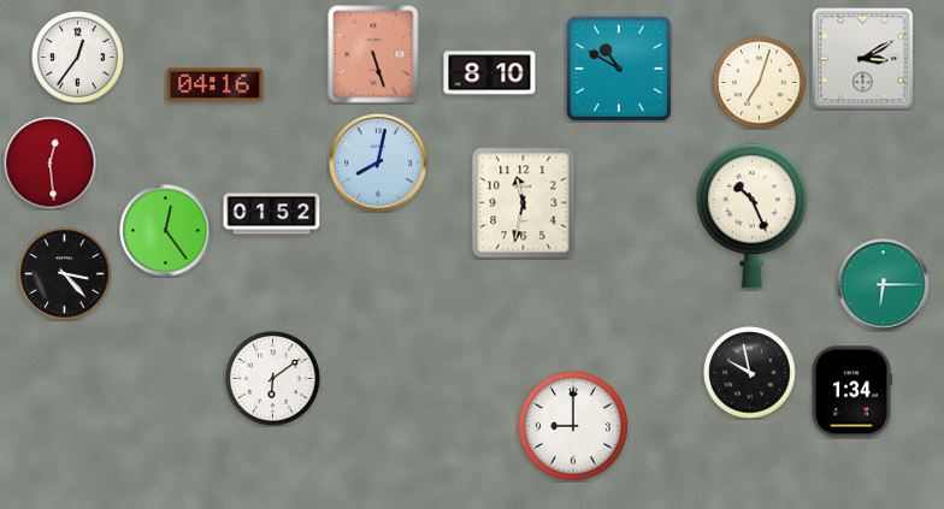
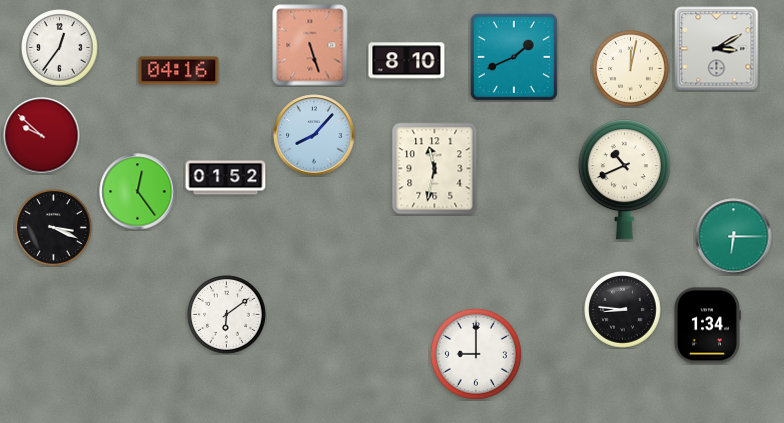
clock at (78, 58) position: (78, 58) -> (60, 48)
clock at (619, 69): 10:50 -> 1:41
clock at (760, 83): 7:03 -> 12:02
clock at (378, 162): 8:02 -> 8:07
clock at (51, 164): 12:29 -> 9:52
clock at (751, 217): 10:26 -> 10:41
clock at (65, 274): 3:23 -> 3:19
clock at (750, 373): 9:58 -> 8:46
